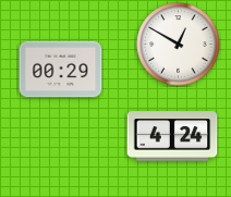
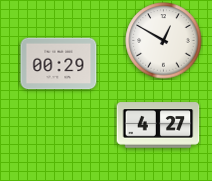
clock at (61, 70) position: (61, 70) -> (59, 64)
clock at (172, 136): 4:24 -> 4:27
